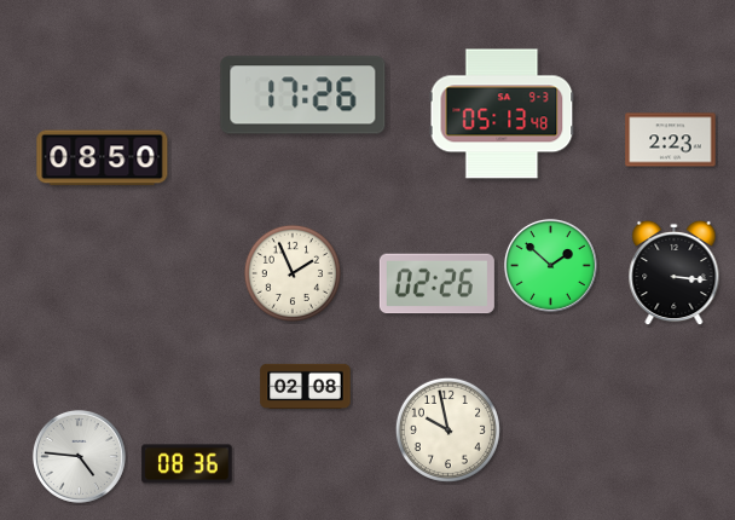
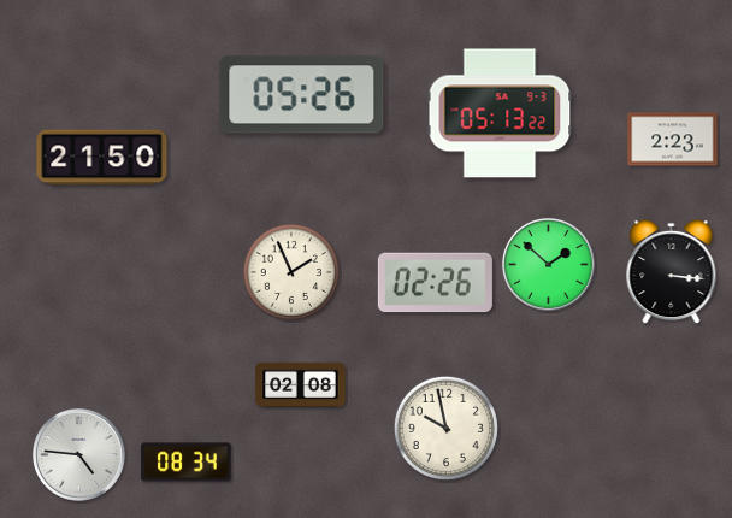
clock at (303, 96): 17:26 -> 05:26
clock at (502, 114): 05:13:48 -> 05:13:22
clock at (671, 140) position: (671, 140) -> (673, 140)
clock at (103, 158): 08:50 -> 21:50
clock at (306, 386) position: (306, 386) -> (301, 384)
clock at (187, 464): 08:36 -> 08:34
